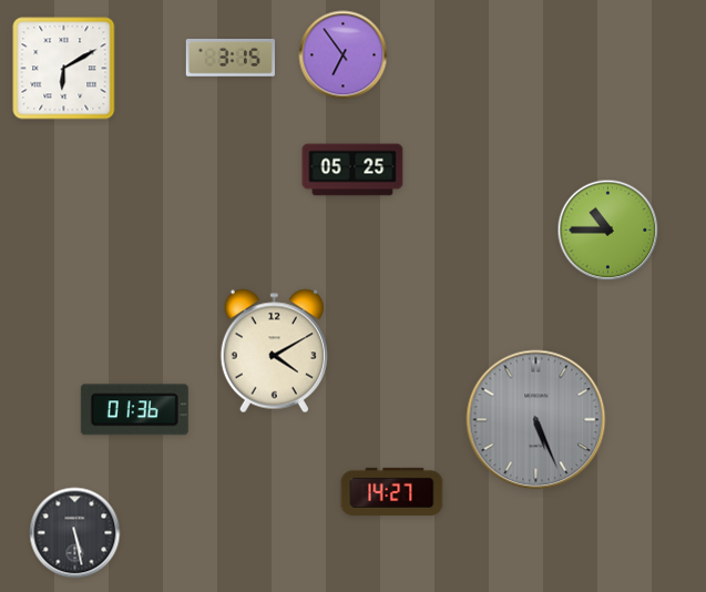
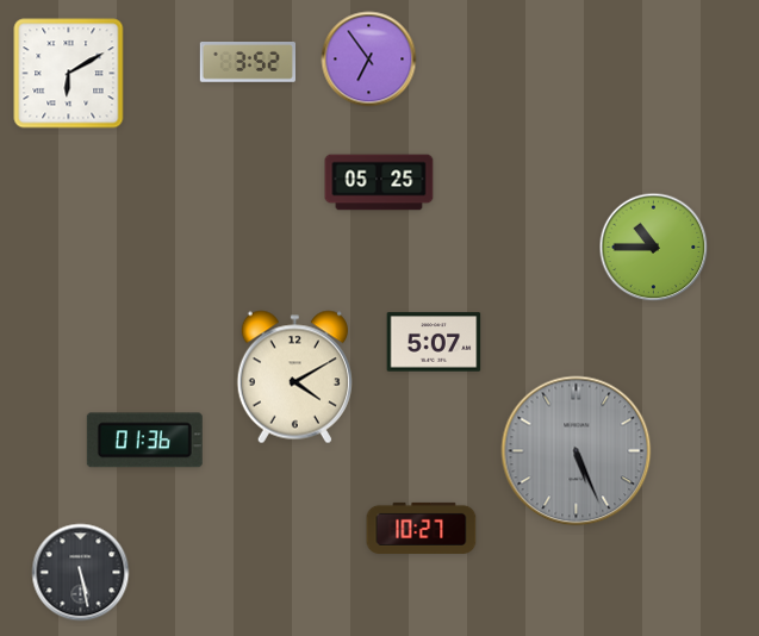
clock at (231, 59): 3:15 -> 3:52
clock at (434, 342): none -> 5:07
clock at (392, 491): 14:27 -> 10:27
